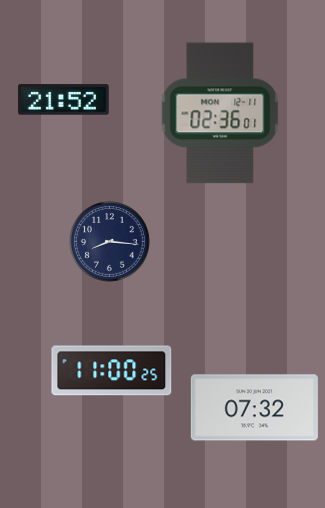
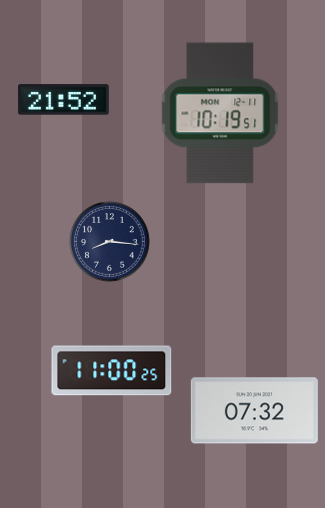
clock at (220, 113): 02:36 -> 10:19
clock at (254, 408) position: (254, 408) -> (254, 411)
